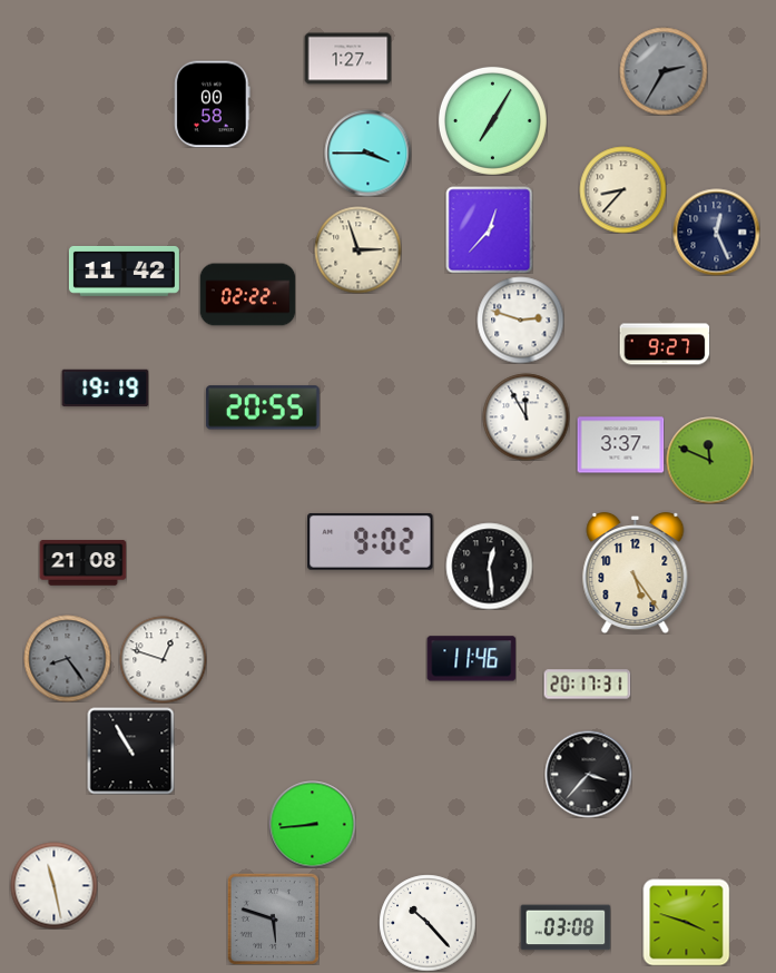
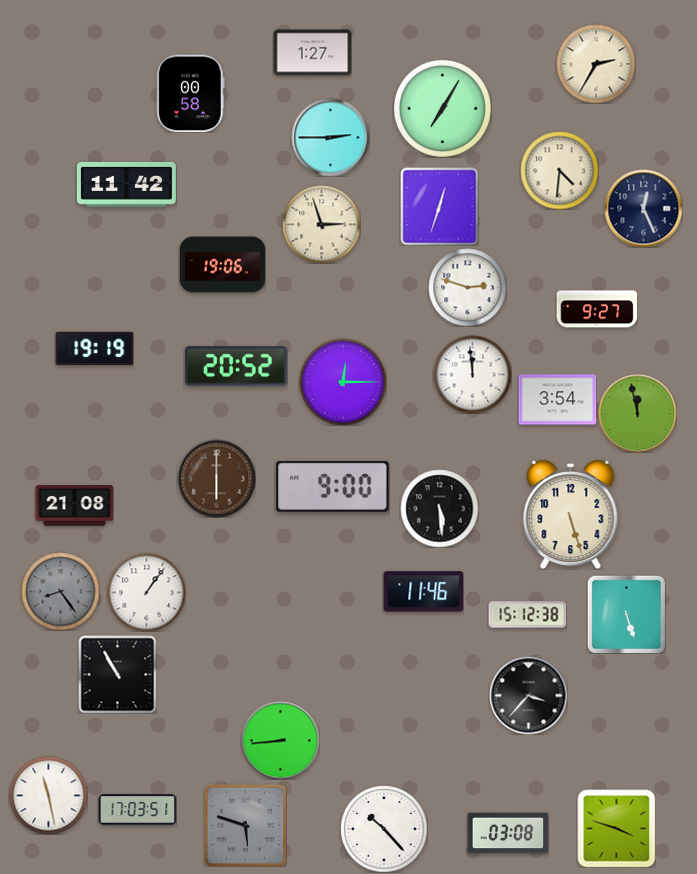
clock at (664, 71) dial: grey -> cream
clock at (367, 153): 3:45 -> 2:45
clock at (622, 189): 8:37 -> 4:31
clock at (489, 229): 12:37 -> 12:33
clock at (124, 272) position: (124, 272) -> (126, 185)
clock at (247, 295): 02:22 -> 19:06
clock at (263, 407): 20:55 -> 20:52
clock at (525, 416): 11:55 -> 11:59
clock at (343, 382): none -> 12:15
clock at (620, 445): 3:37 -> 3:54
clock at (709, 460): 11:49 -> 11:58
clock at (216, 478): none -> 6:00
clock at (371, 541): 9:02 -> 9:00
clock at (489, 566): 12:29 -> 5:29
clock at (636, 572): 5:24 -> 5:27
clock at (163, 659): 12:48 -> 1:06
clock at (626, 614): none -> 5:27
clock at (587, 685): 20:17 -> 15:12
clock at (137, 810): none -> 17:03
